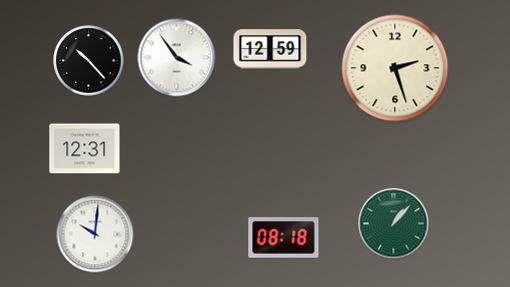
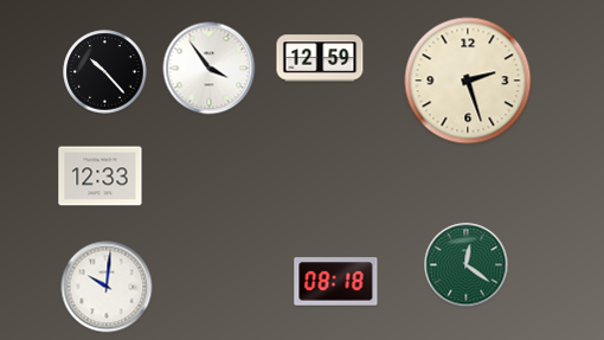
clock at (85, 149): 12:31 -> 12:33
clock at (394, 224): 1:07 -> 12:21
clock at (95, 234) position: (95, 234) -> (107, 287)
